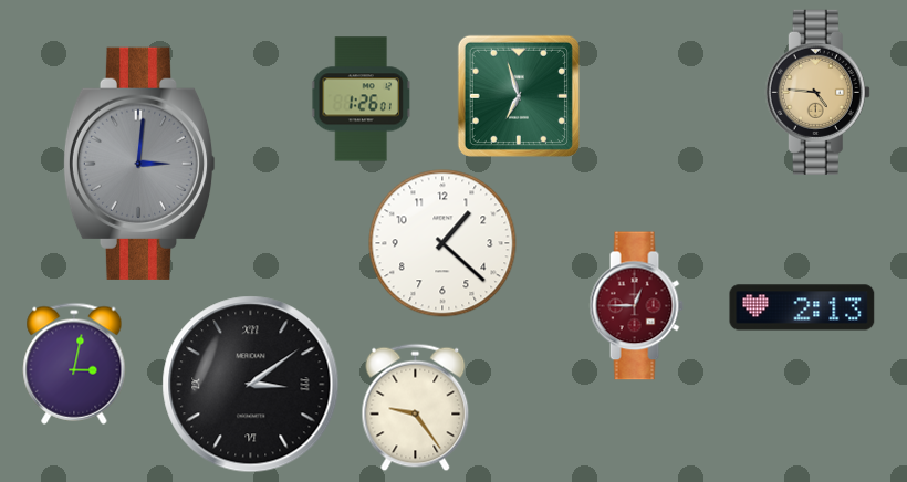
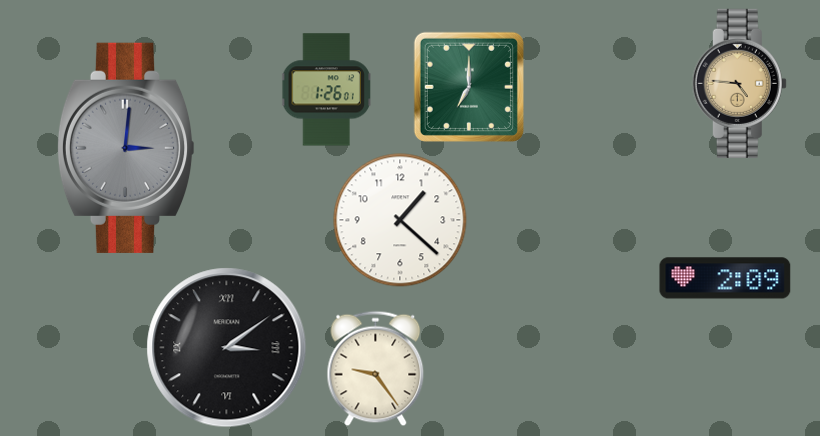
clock at (519, 96): 6:57 -> 7:00
clock at (636, 306): 12:45 -> none
clock at (802, 307): 2:13 -> 2:09
clock at (74, 364): 3:02 -> none
